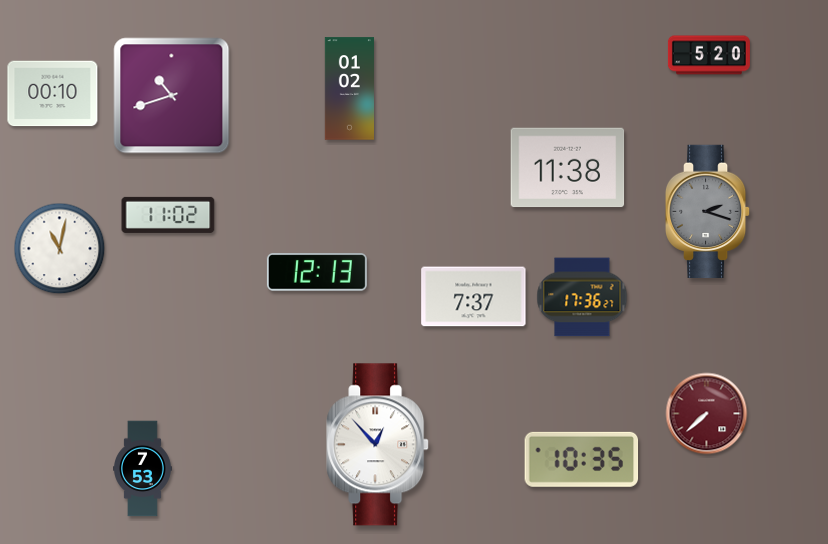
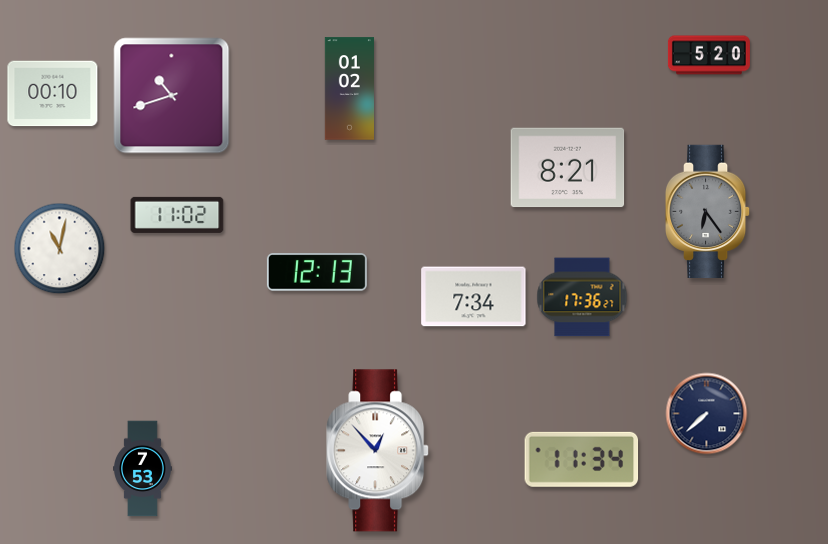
clock at (568, 168): 11:38 -> 8:21
clock at (708, 211): 2:18 -> 6:24
clock at (168, 215) position: (168, 215) -> (177, 215)
clock at (474, 297): 7:37 -> 7:34
clock at (707, 414) dial: burgundy -> navy
clock at (378, 445) position: (378, 445) -> (378, 451)
clock at (582, 459): 10:35 -> 11:34
